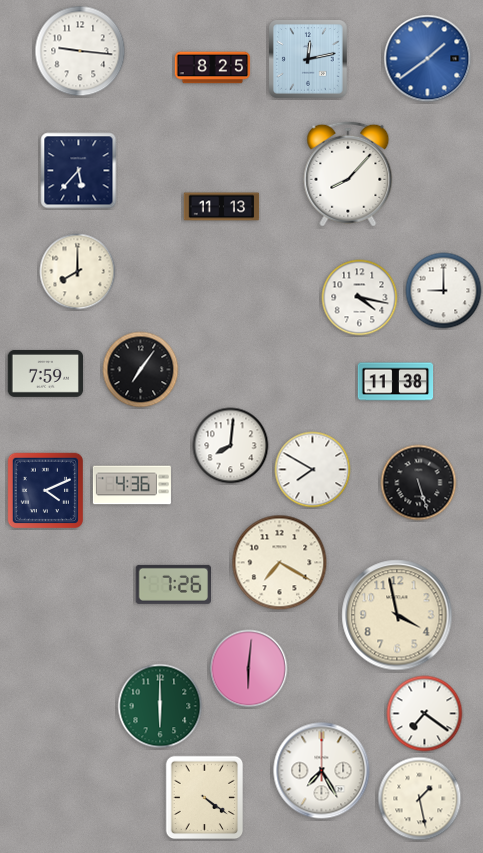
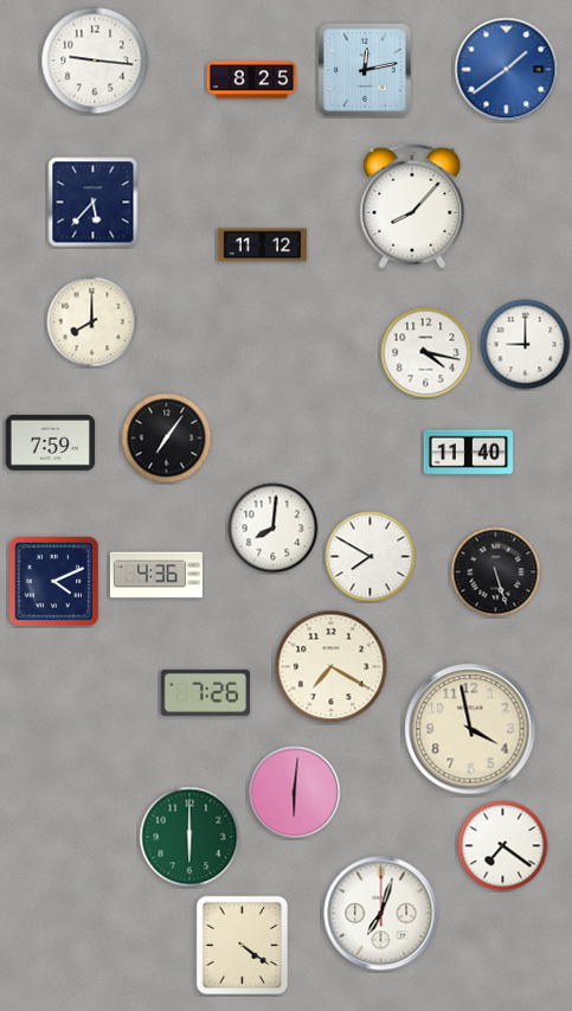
clock at (222, 207): 11:13 -> 11:12
clock at (46, 373) position: (46, 373) -> (51, 442)
clock at (396, 382): 11:38 -> 11:40
clock at (322, 771): 7:25 -> 7:03
clock at (420, 799): 1:28 -> none
